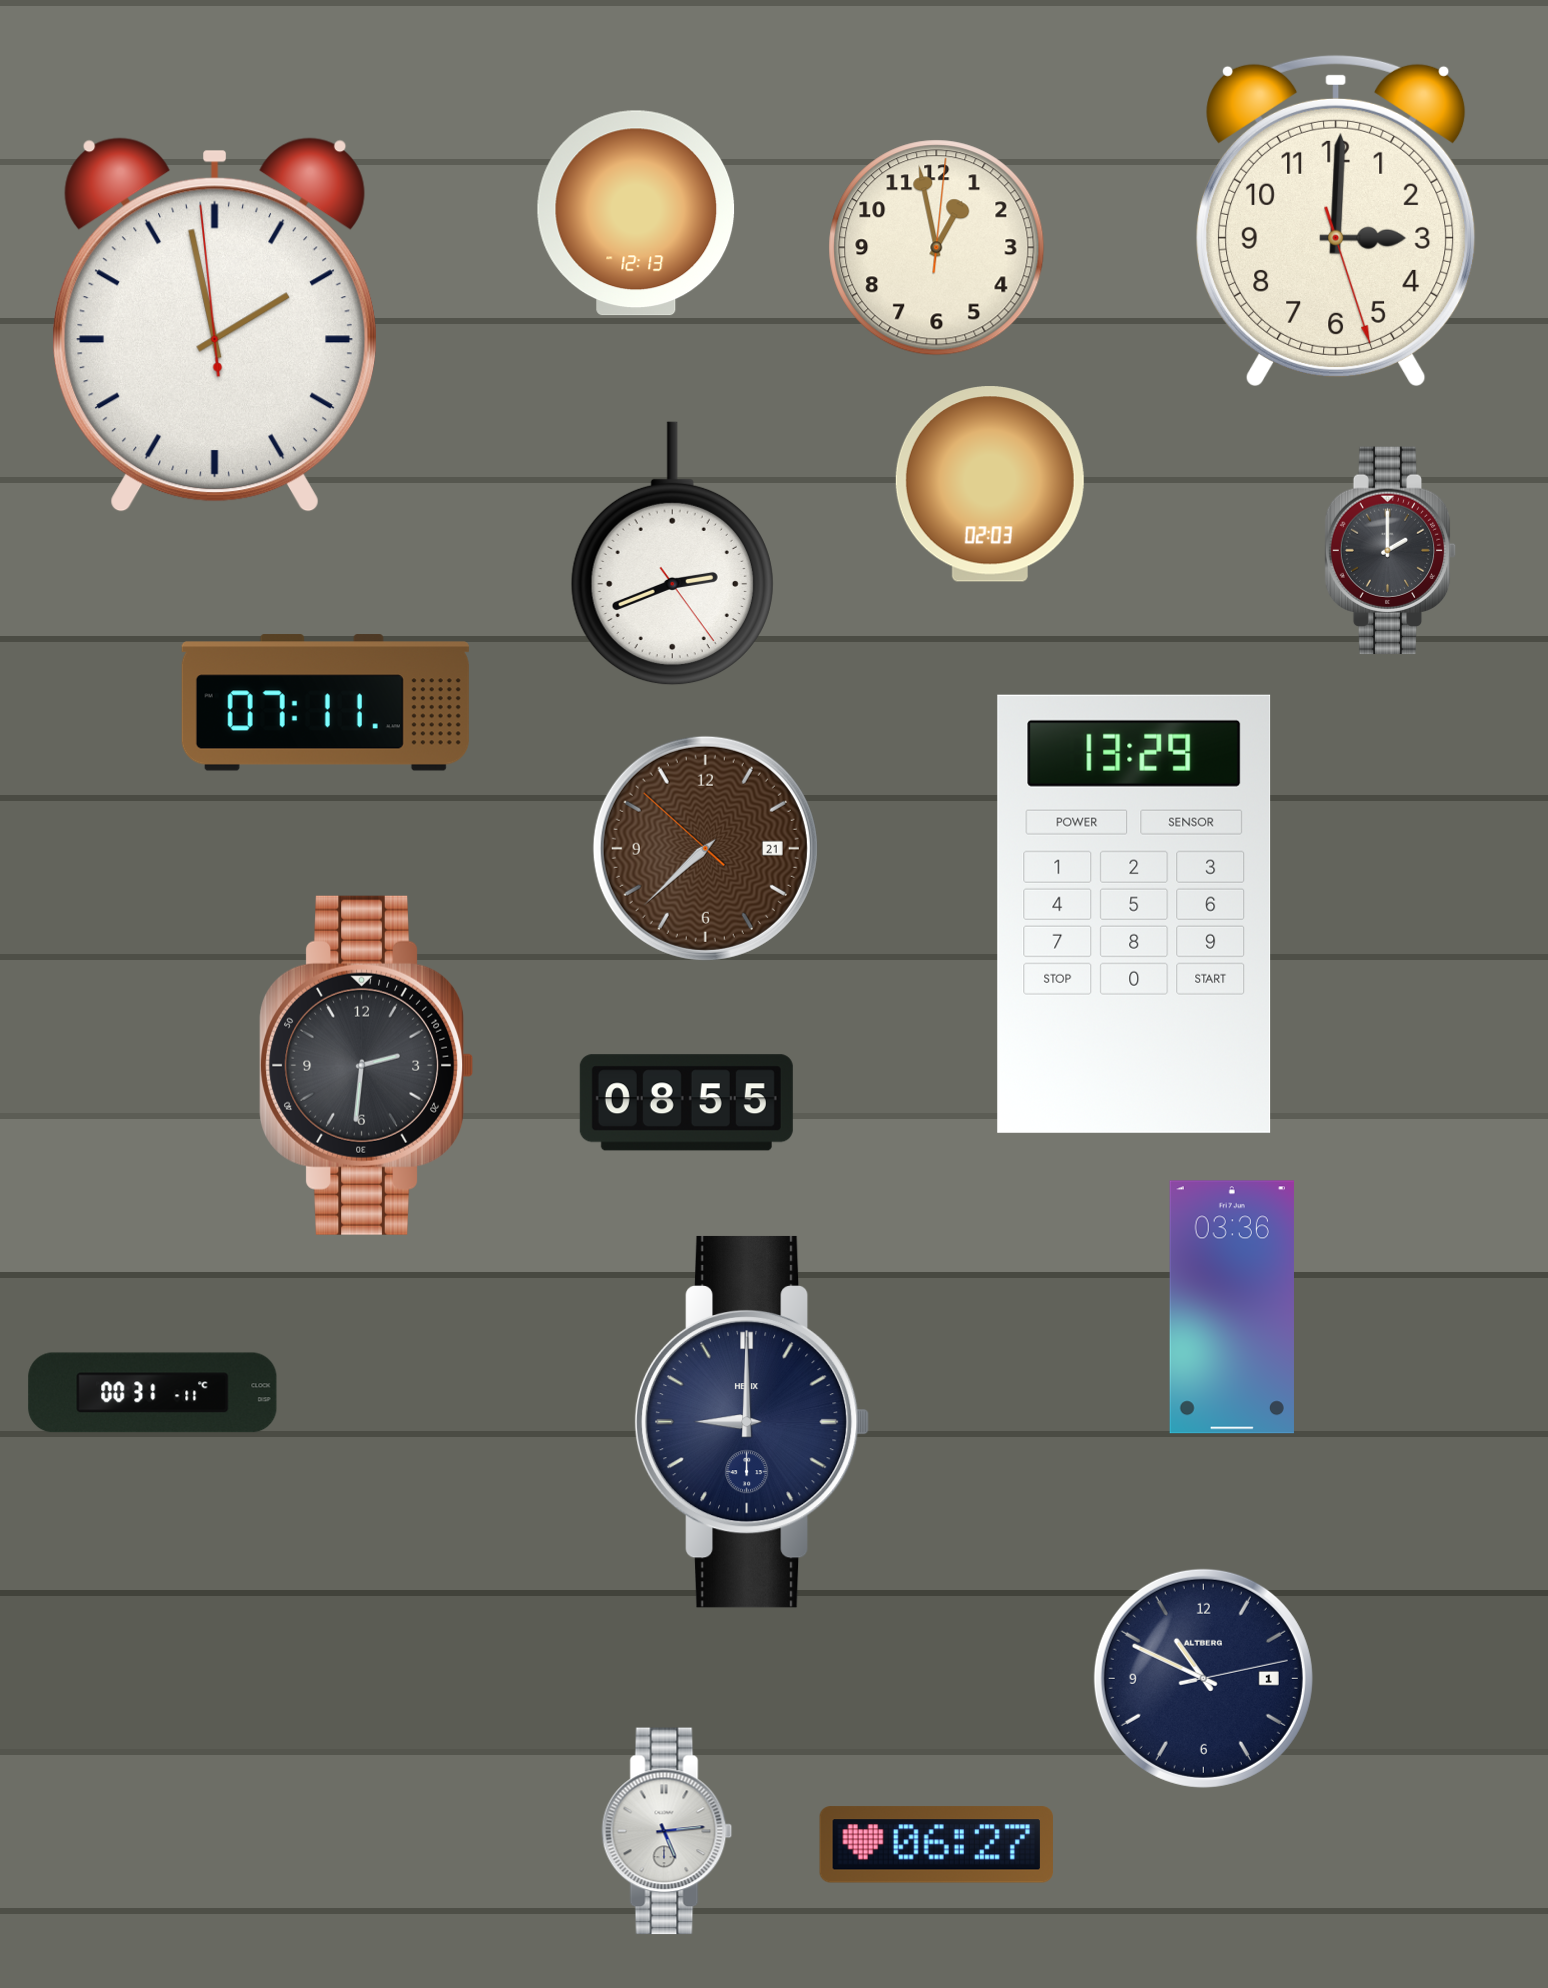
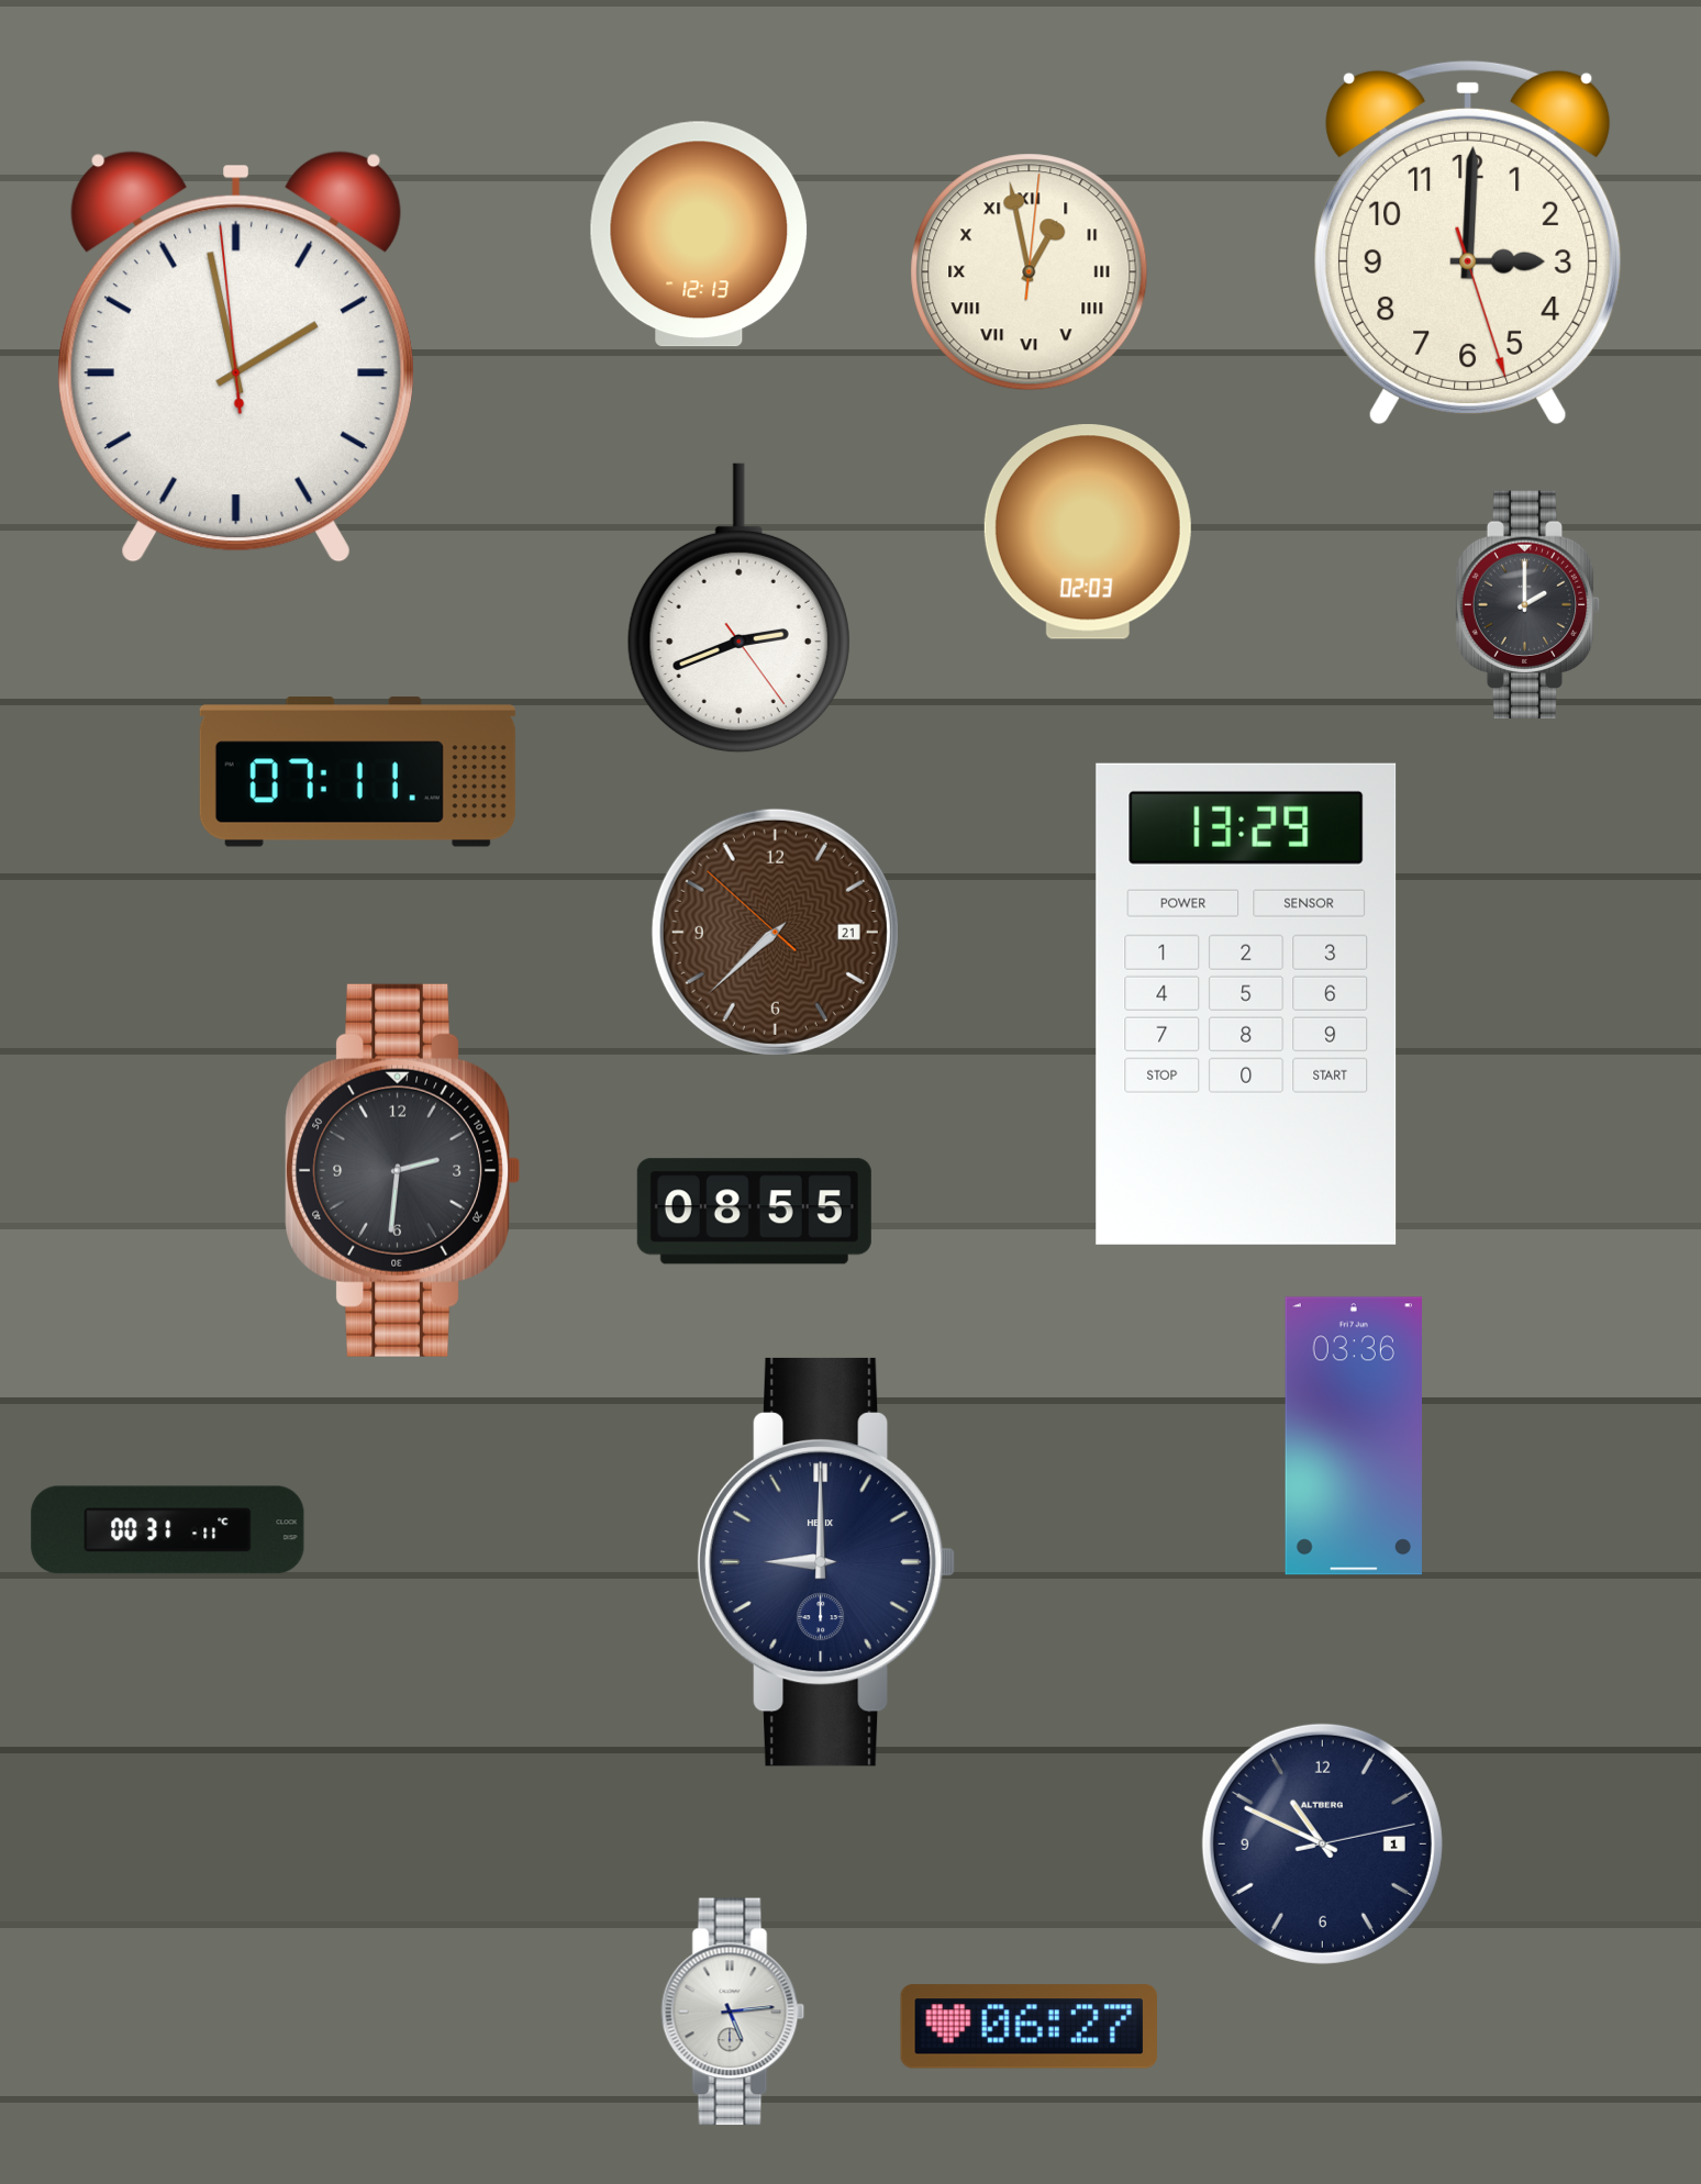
clock at (937, 248) numerals: Arabic -> Roman
